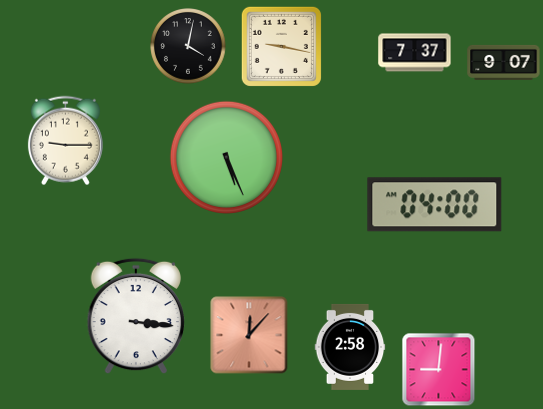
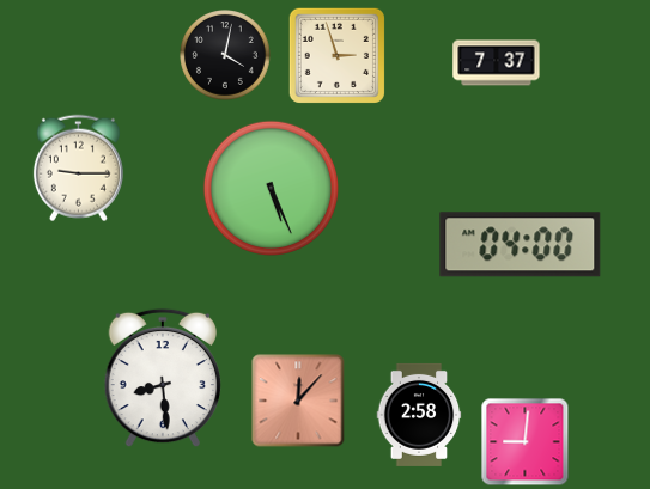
clock at (281, 46): 9:17 -> 2:57
clock at (504, 62): 9:07 -> none
clock at (135, 316): 3:16 -> 8:29
